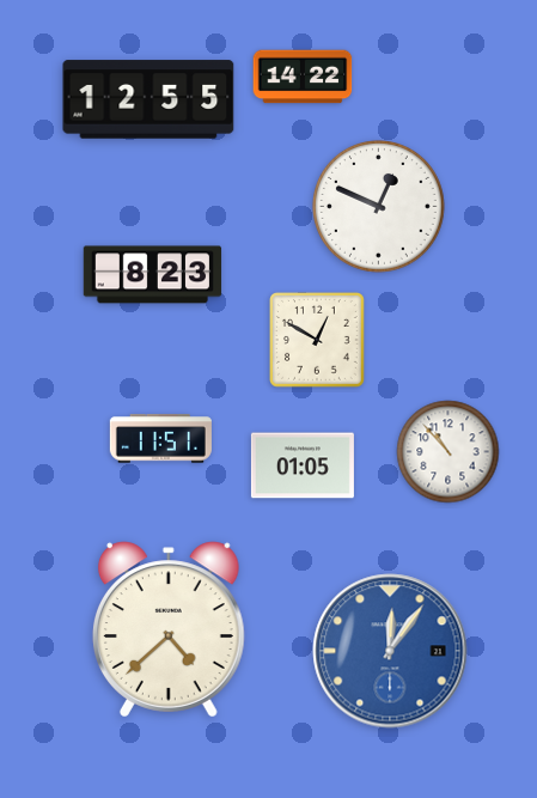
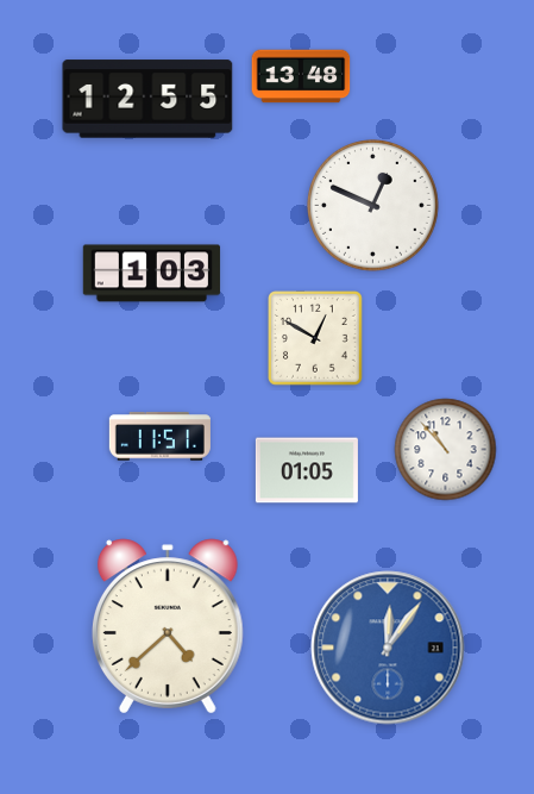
clock at (303, 77): 14:22 -> 13:48
clock at (379, 207) position: (379, 207) -> (373, 206)
clock at (153, 275): 8:23 -> 1:03
clock at (303, 465) position: (303, 465) -> (307, 470)
